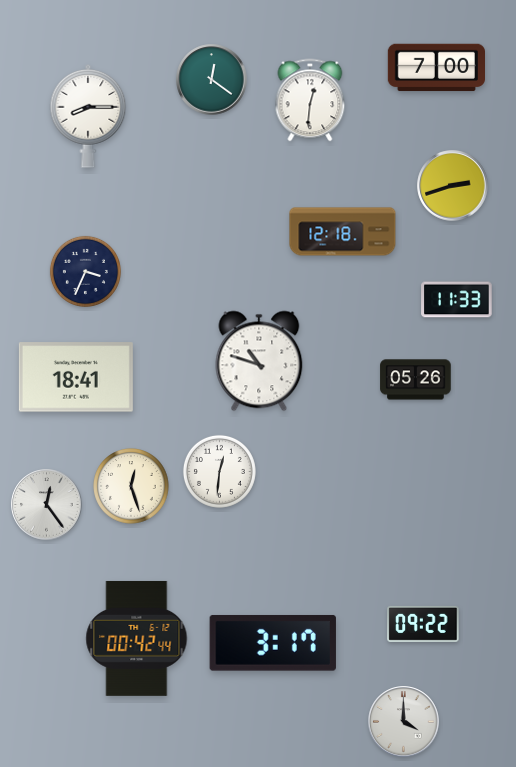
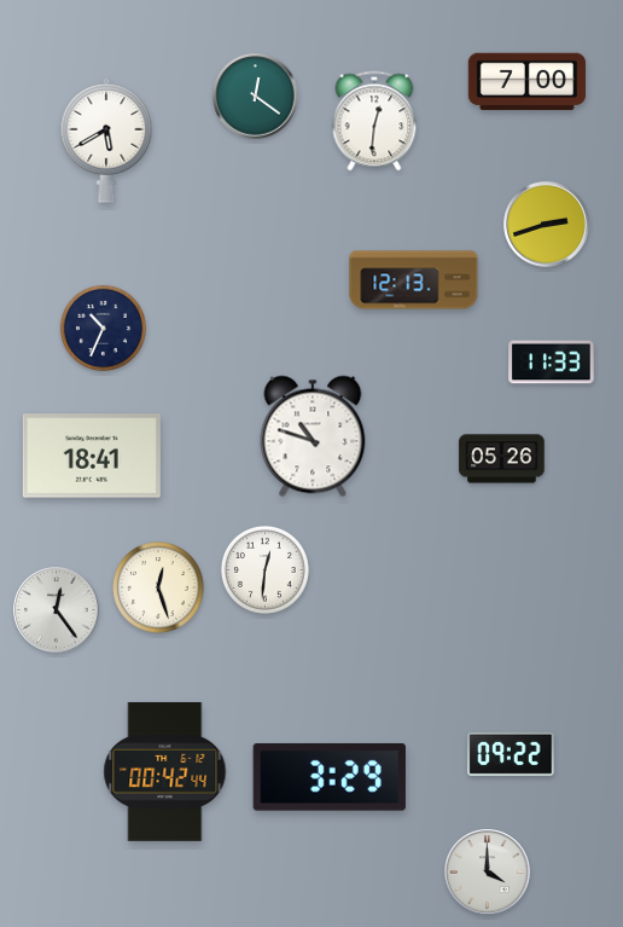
clock at (88, 117): 8:15 -> 5:40
clock at (343, 232): 12:18 -> 12:13
clock at (85, 271): 3:34 -> 10:34
clock at (273, 643): 3:17 -> 3:29
